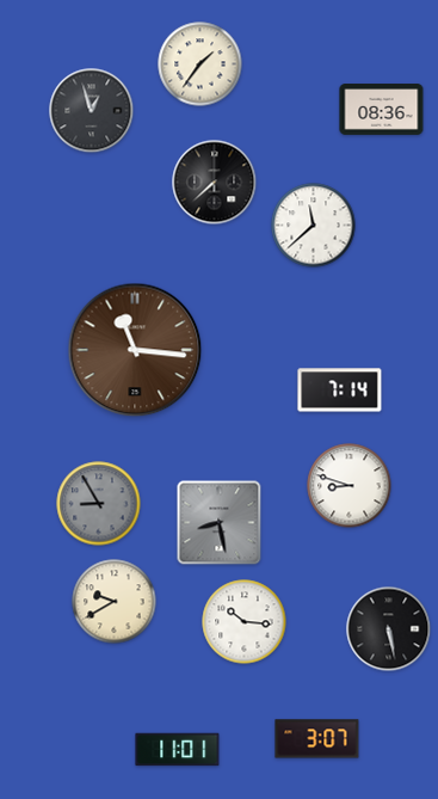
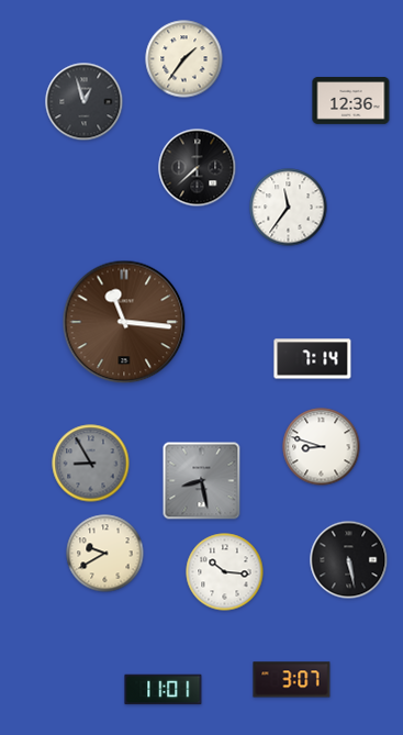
clock at (382, 110): 08:36 -> 12:36
clock at (314, 226): 11:38 -> 11:36
clock at (389, 629) position: (389, 629) -> (349, 560)
